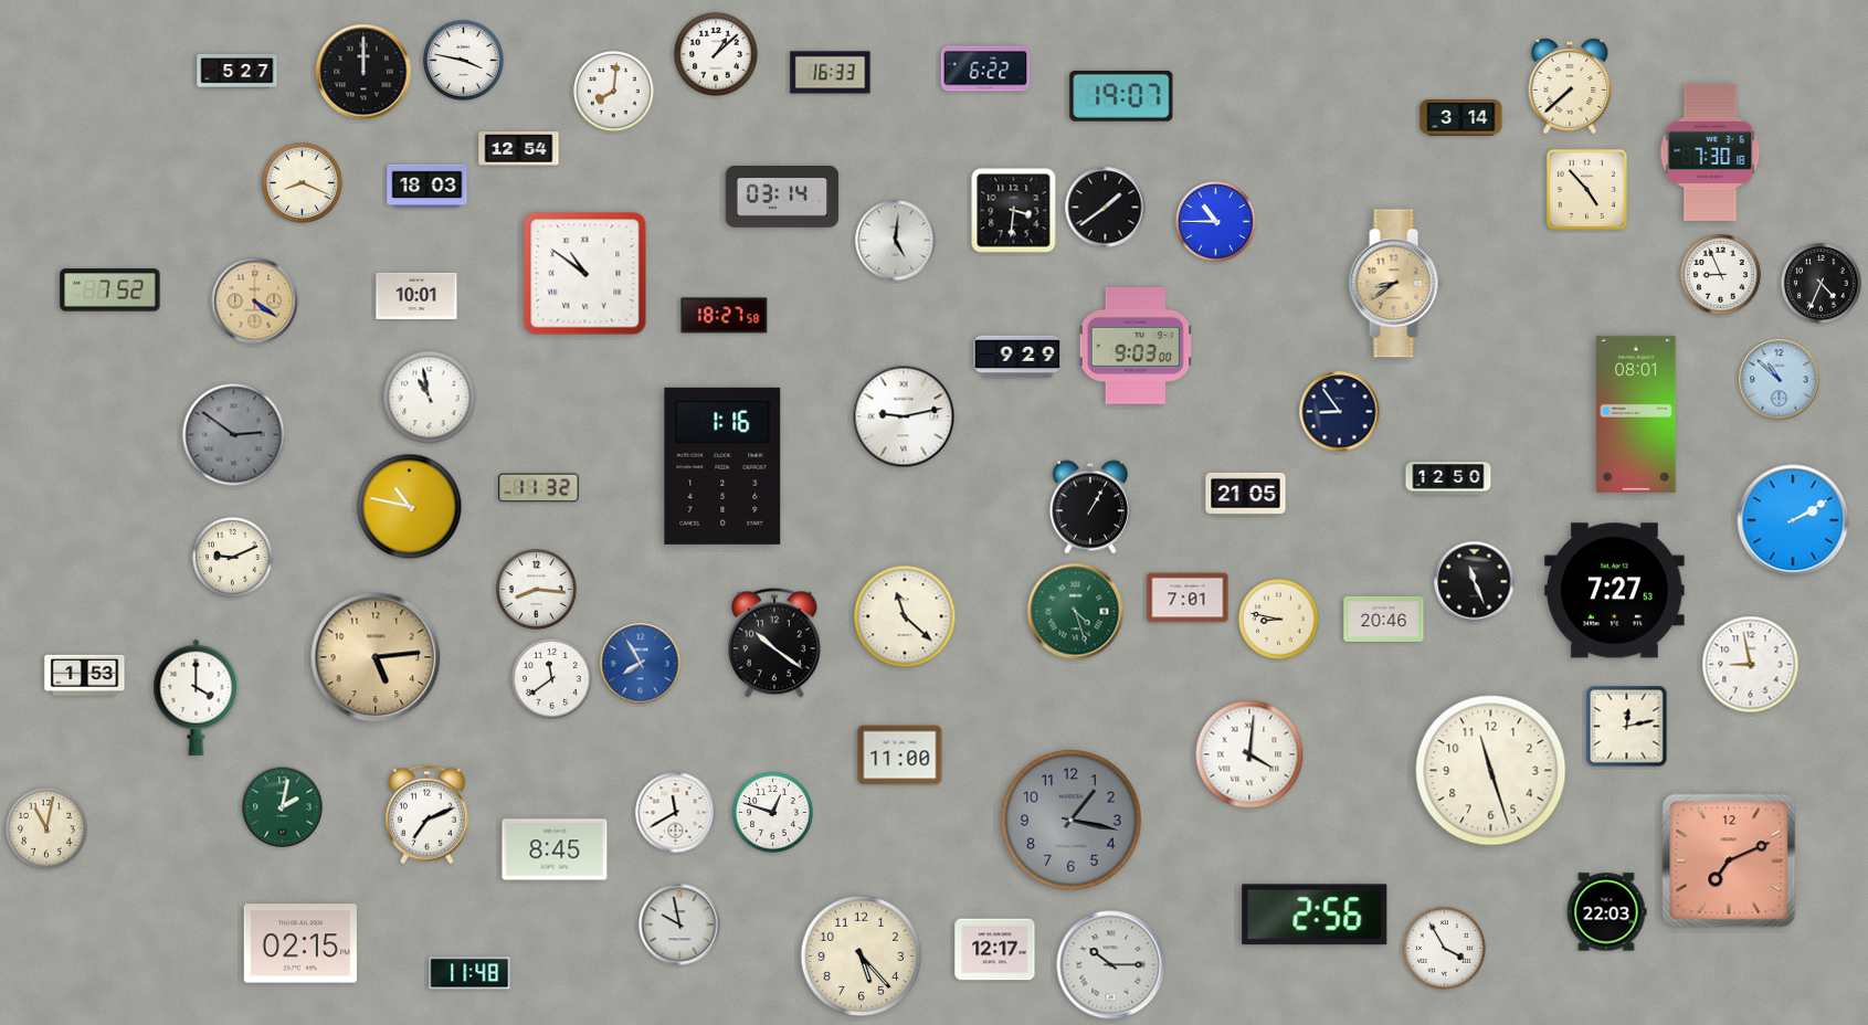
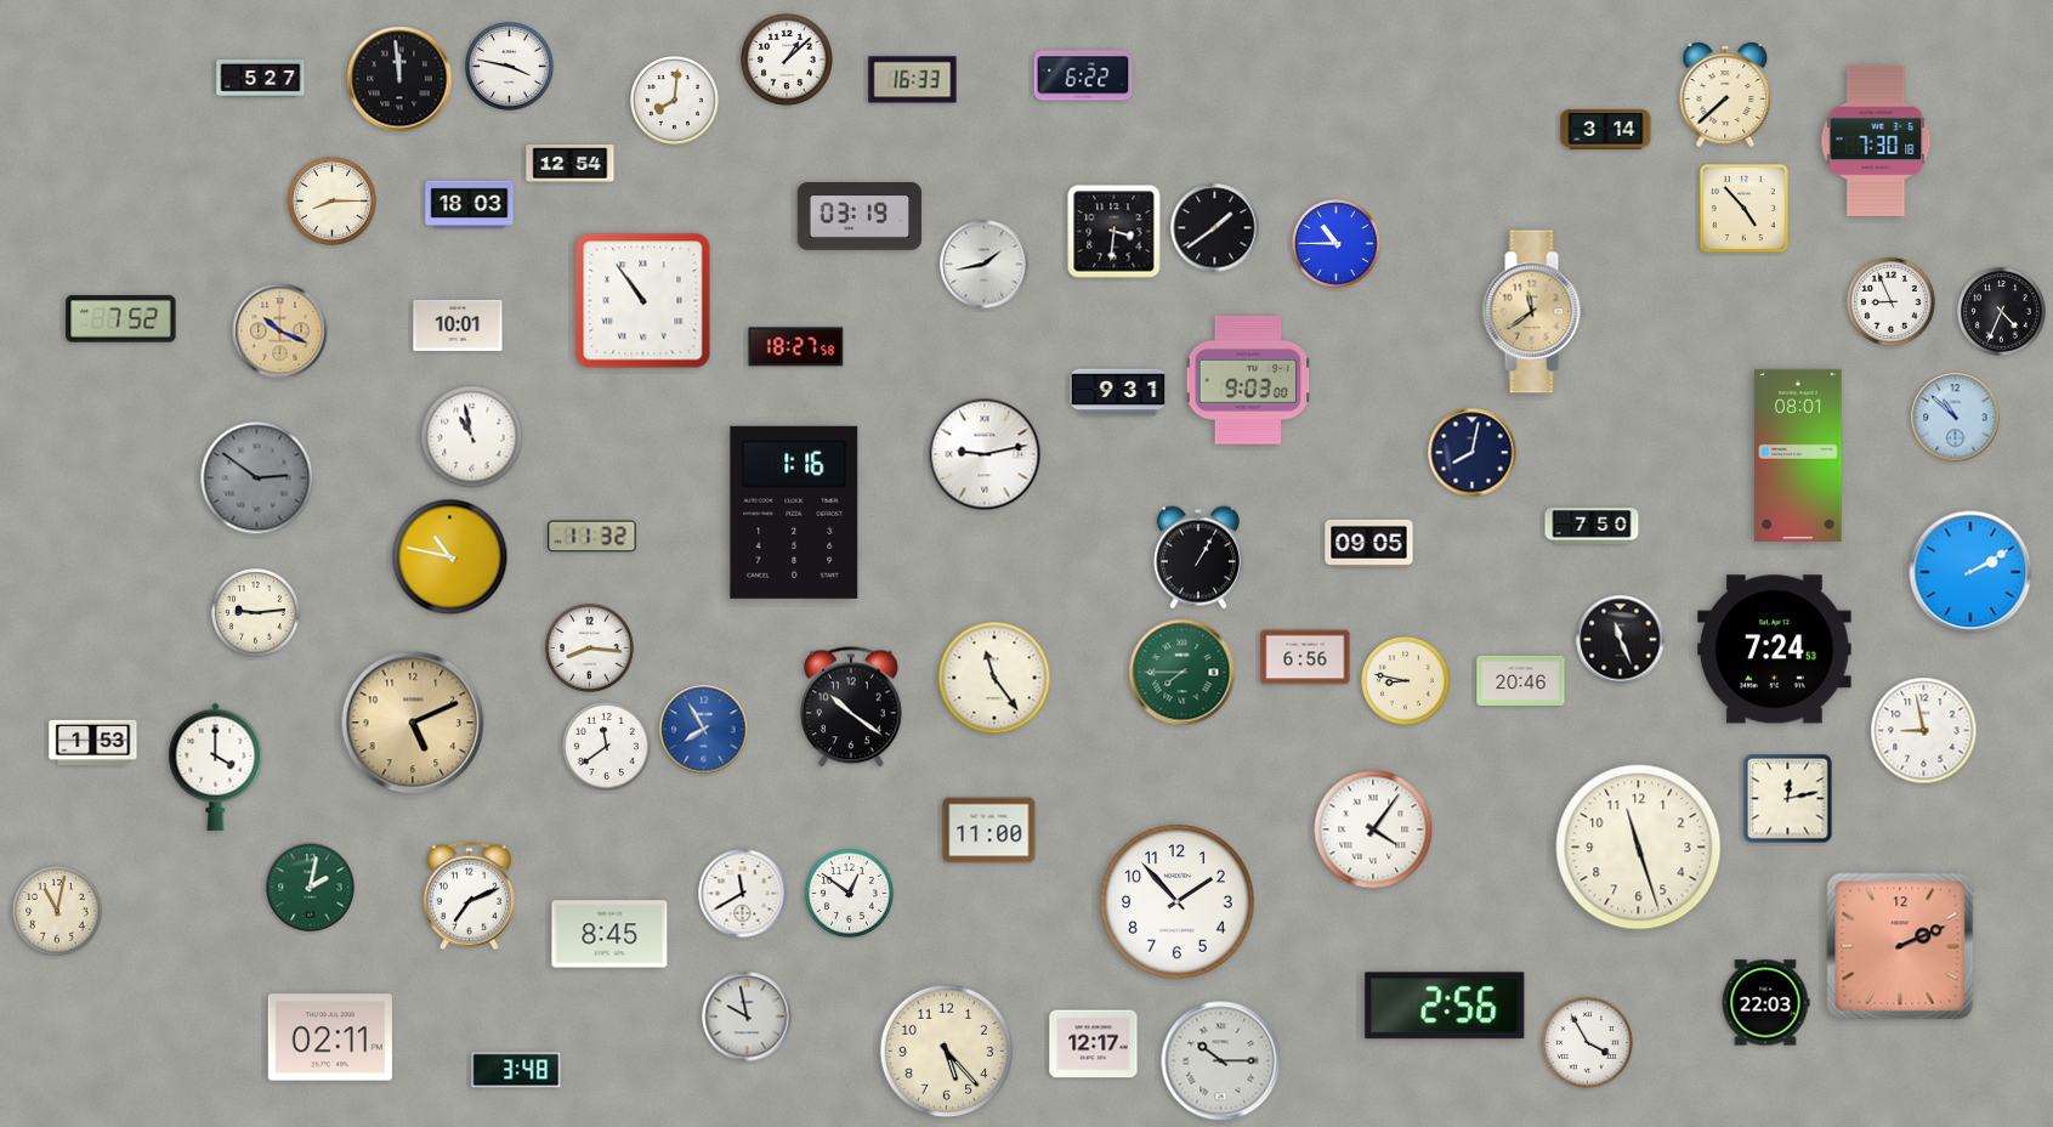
clock at (363, 72): 12:00 -> 11:59
clock at (1121, 96): 19:07 -> none
clock at (1710, 152) position: (1710, 152) -> (1876, 141)
clock at (303, 183): 8:19 -> 8:15
clock at (781, 198): 03:14 -> 03:19
clock at (896, 241): 5:01 -> 1:43
clock at (585, 274): 10:51 -> 10:54
clock at (1395, 284): 8:39 -> 11:39
clock at (255, 302): 4:21 -> 10:19
clock at (1017, 357): 9:29 -> 9:31
clock at (1340, 412): 8:54 -> 8:02
clock at (904, 416) position: (904, 416) -> (985, 454)
clock at (1448, 478): 12:50 -> 7:50
clock at (1246, 494): 21:05 -> 09:05
clock at (233, 558): 9:11 -> 9:14
clock at (1615, 591): 7:27 -> 7:24
clock at (1188, 598): 7:01 -> 6:56
clock at (1076, 612): 4:27 -> 7:45
clock at (905, 616): 11:22 -> 11:24
clock at (376, 657): 5:14 -> 5:11
clock at (1249, 754): 4:01 -> 4:06
clock at (773, 813): 12:48 -> 12:51
clock at (1072, 821): 1:17 -> 1:53
clock at (1072, 821) dial: grey -> white
clock at (48, 829) position: (48, 829) -> (58, 912)
clock at (1729, 860): 7:11 -> 2:11
clock at (299, 943): 02:15 -> 02:11
clock at (469, 973): 11:48 -> 3:48
